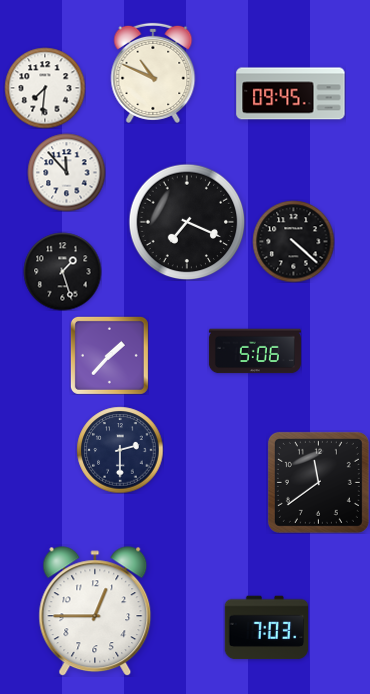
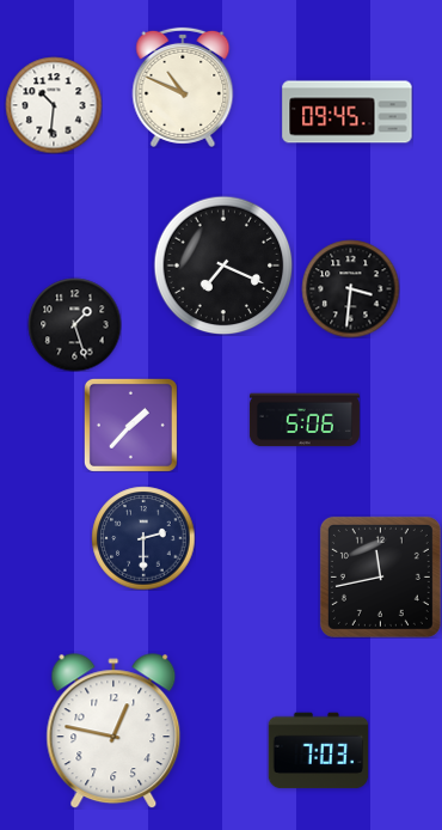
clock at (45, 88): 7:31 -> 10:31
clock at (66, 172): 11:53 -> none
clock at (293, 241): 4:22 -> 3:31
clock at (318, 482): 11:39 -> 11:43
clock at (95, 611): 12:45 -> 12:47
